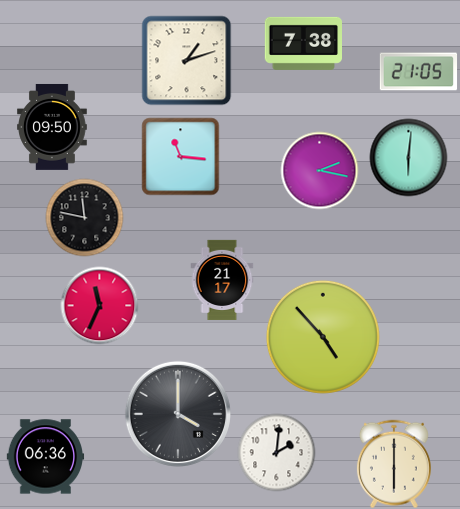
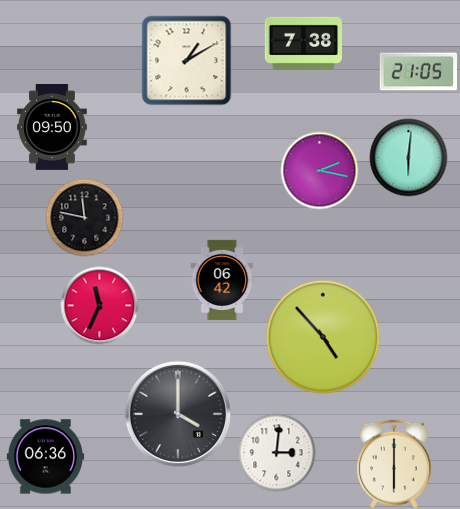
clock at (186, 60): 1:12 -> 1:10
clock at (180, 156): 11:16 -> none
clock at (222, 280): 21:17 -> 06:42
clock at (276, 452): 2:01 -> 3:01
